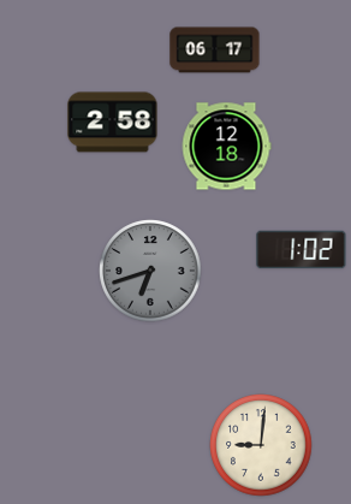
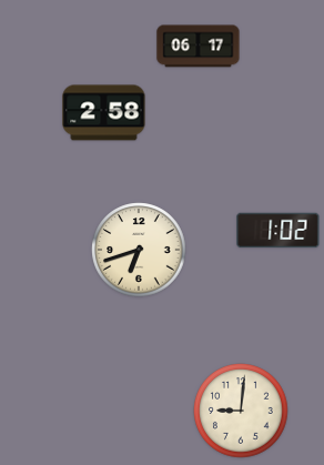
clock at (226, 147): 12:18 -> none
clock at (150, 271) dial: grey -> cream
